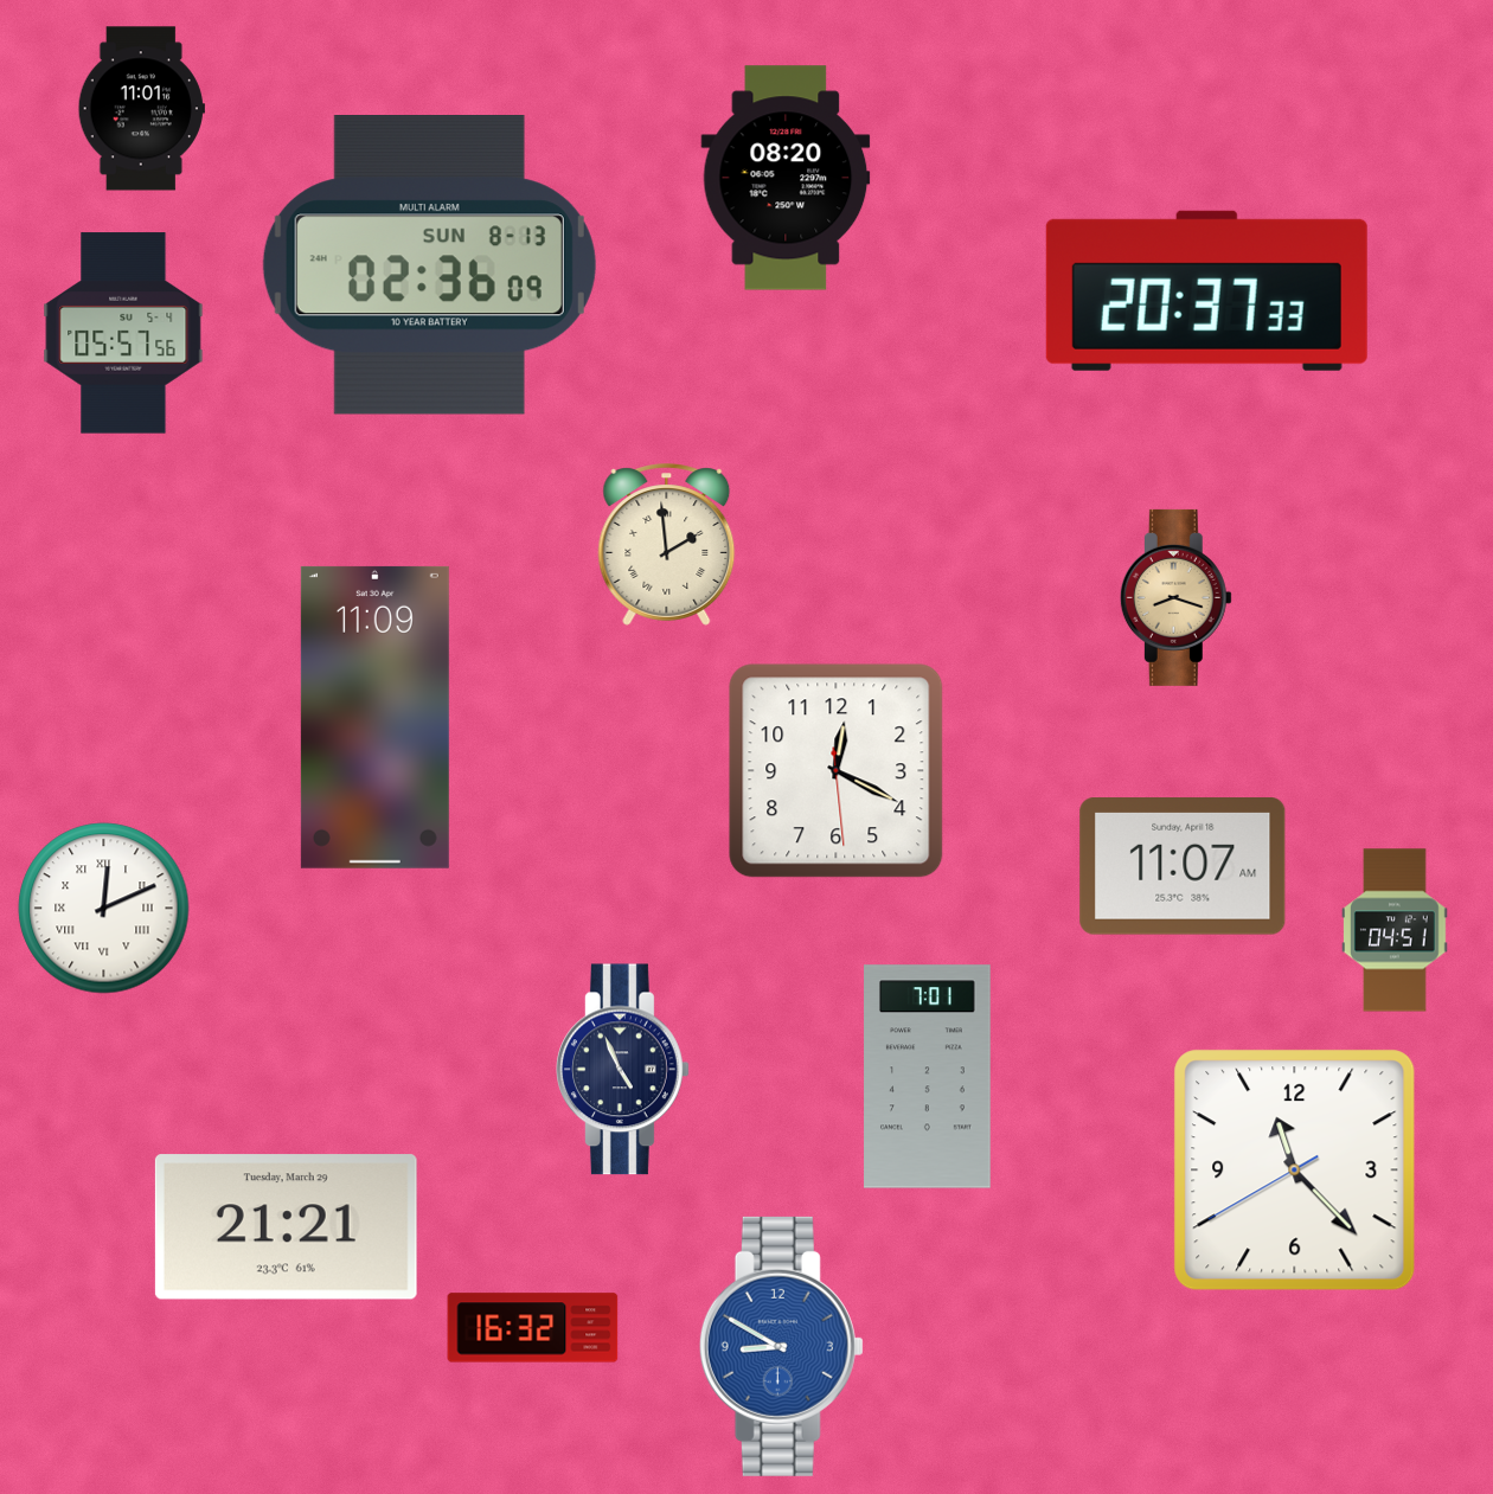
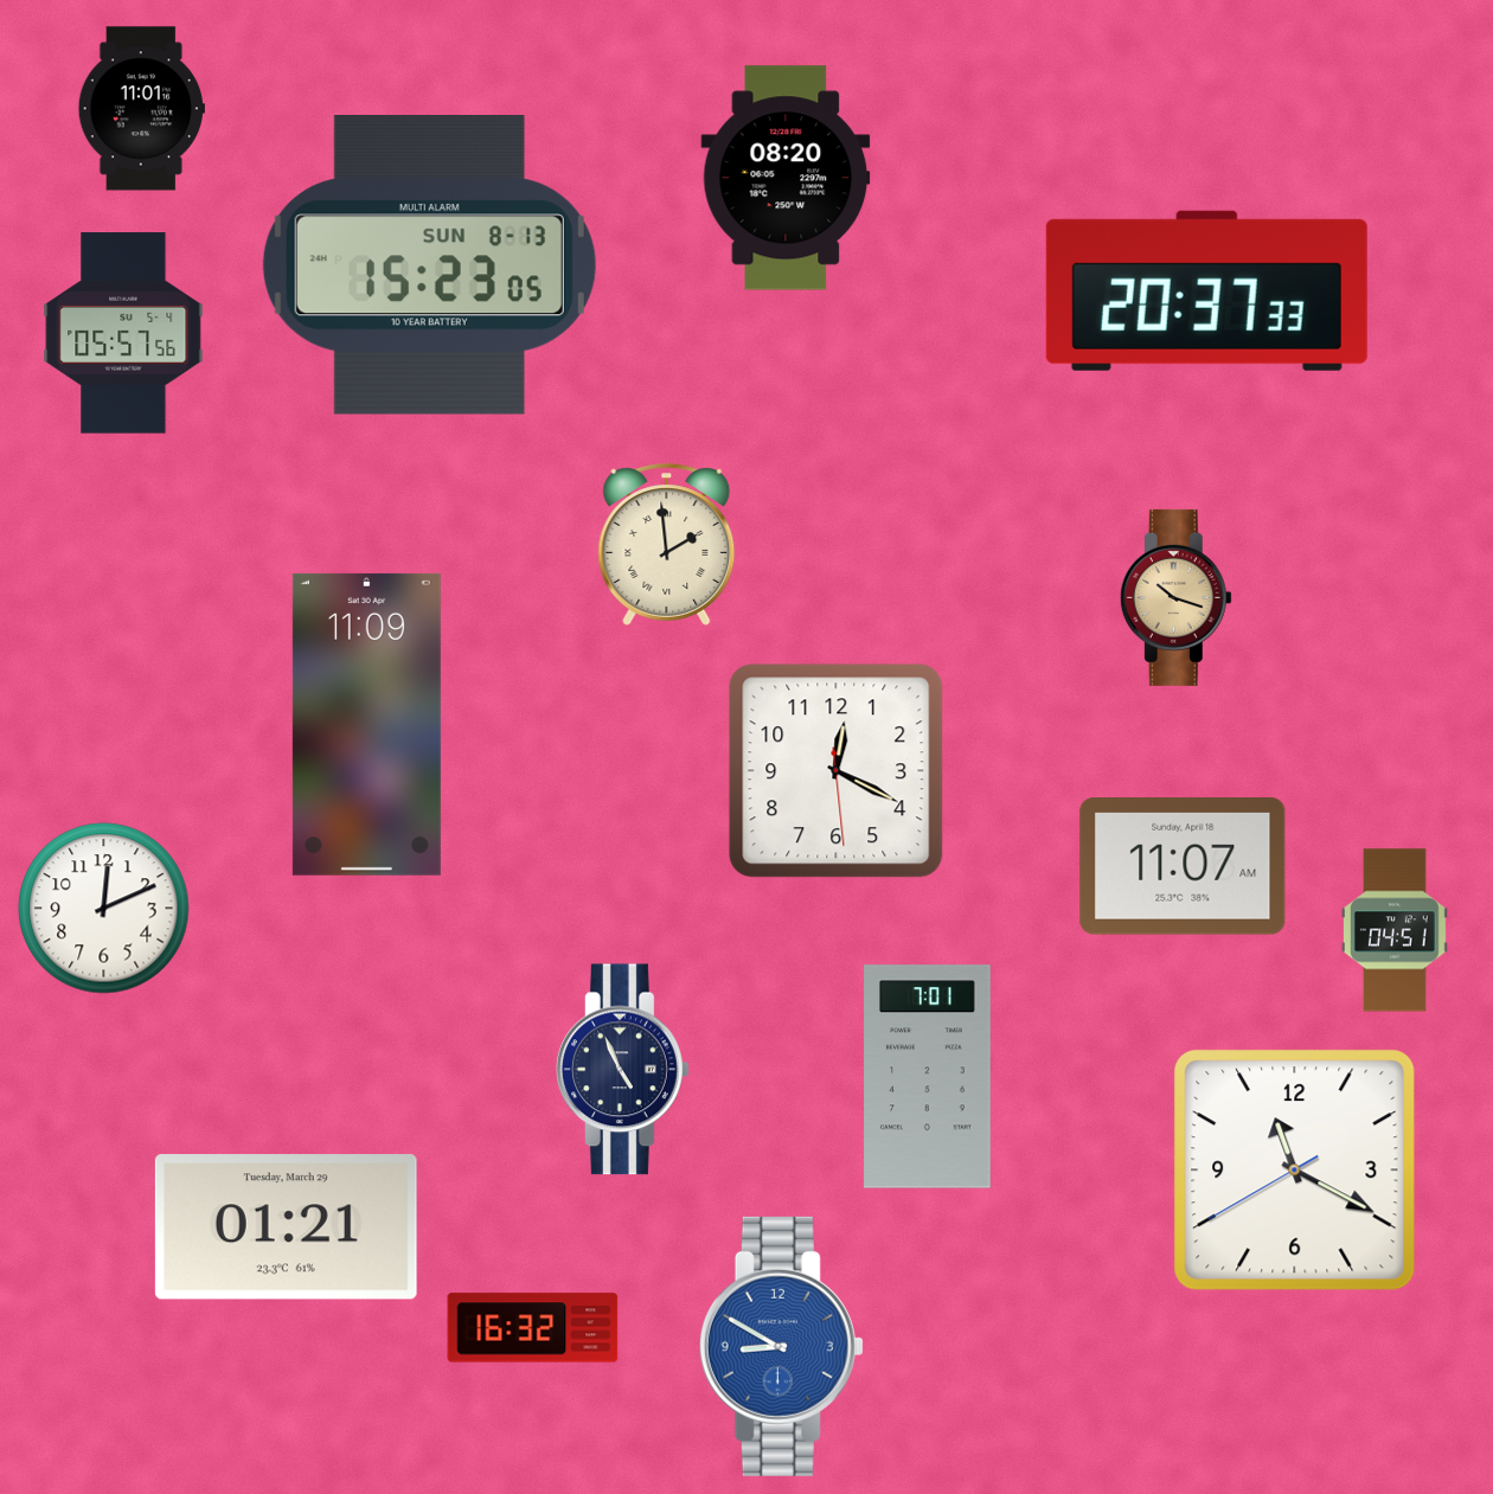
clock at (429, 265): 02:36 -> 15:23
clock at (1175, 597): 8:18 -> 10:18
clock at (374, 717) position: (374, 717) -> (366, 724)
clock at (104, 909) numerals: Roman -> Arabic
clock at (1295, 1171): 11:22 -> 11:19
clock at (286, 1227): 21:21 -> 01:21
